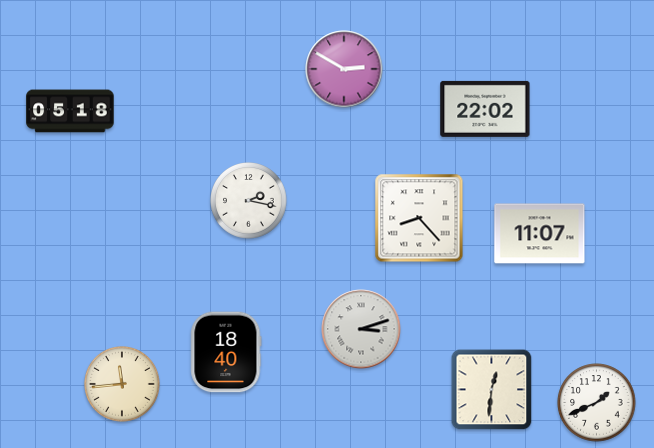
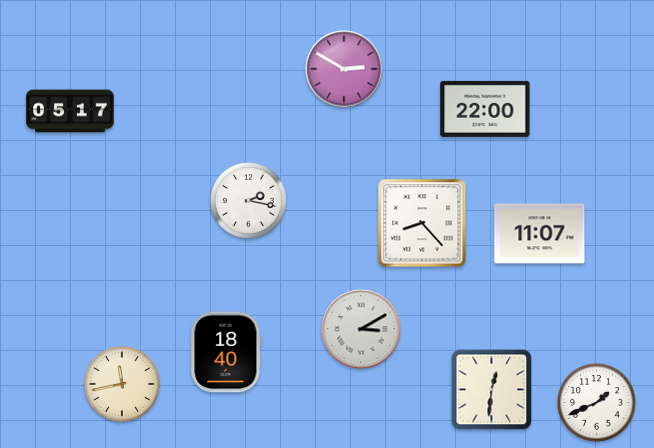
clock at (485, 109): 22:02 -> 22:00
clock at (70, 111): 05:18 -> 05:17
clock at (419, 218) position: (419, 218) -> (422, 223)
clock at (361, 329): 3:12 -> 3:10
clock at (123, 385): 11:44 -> 11:43
